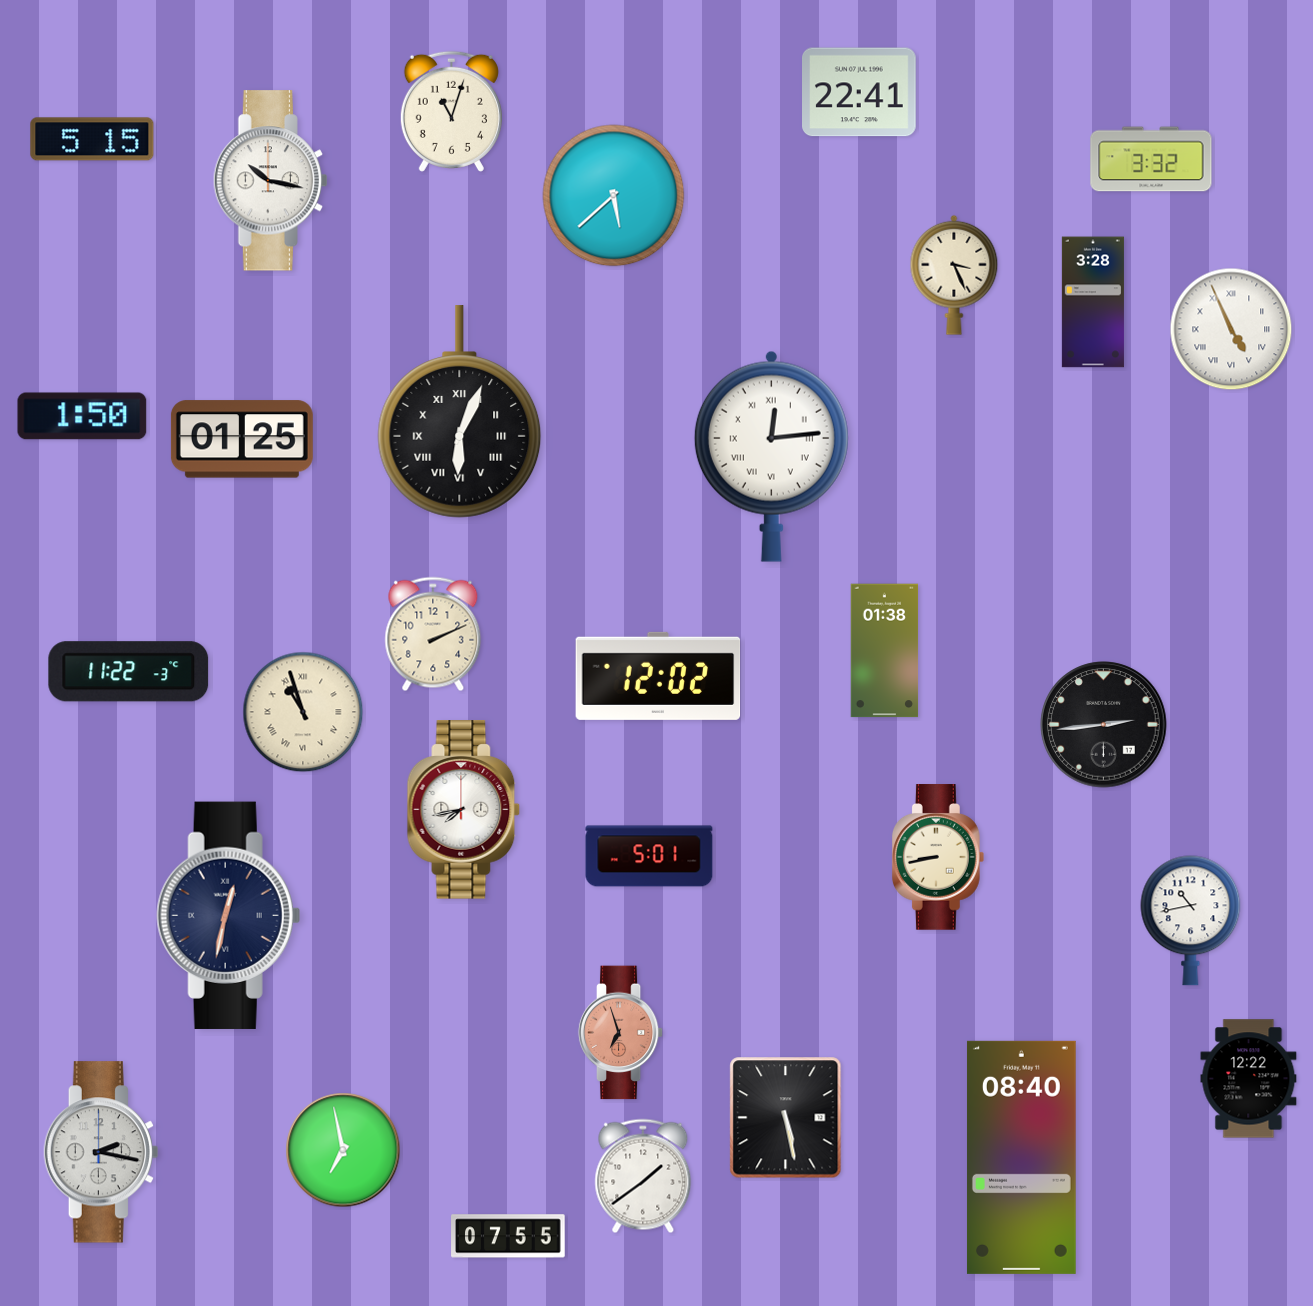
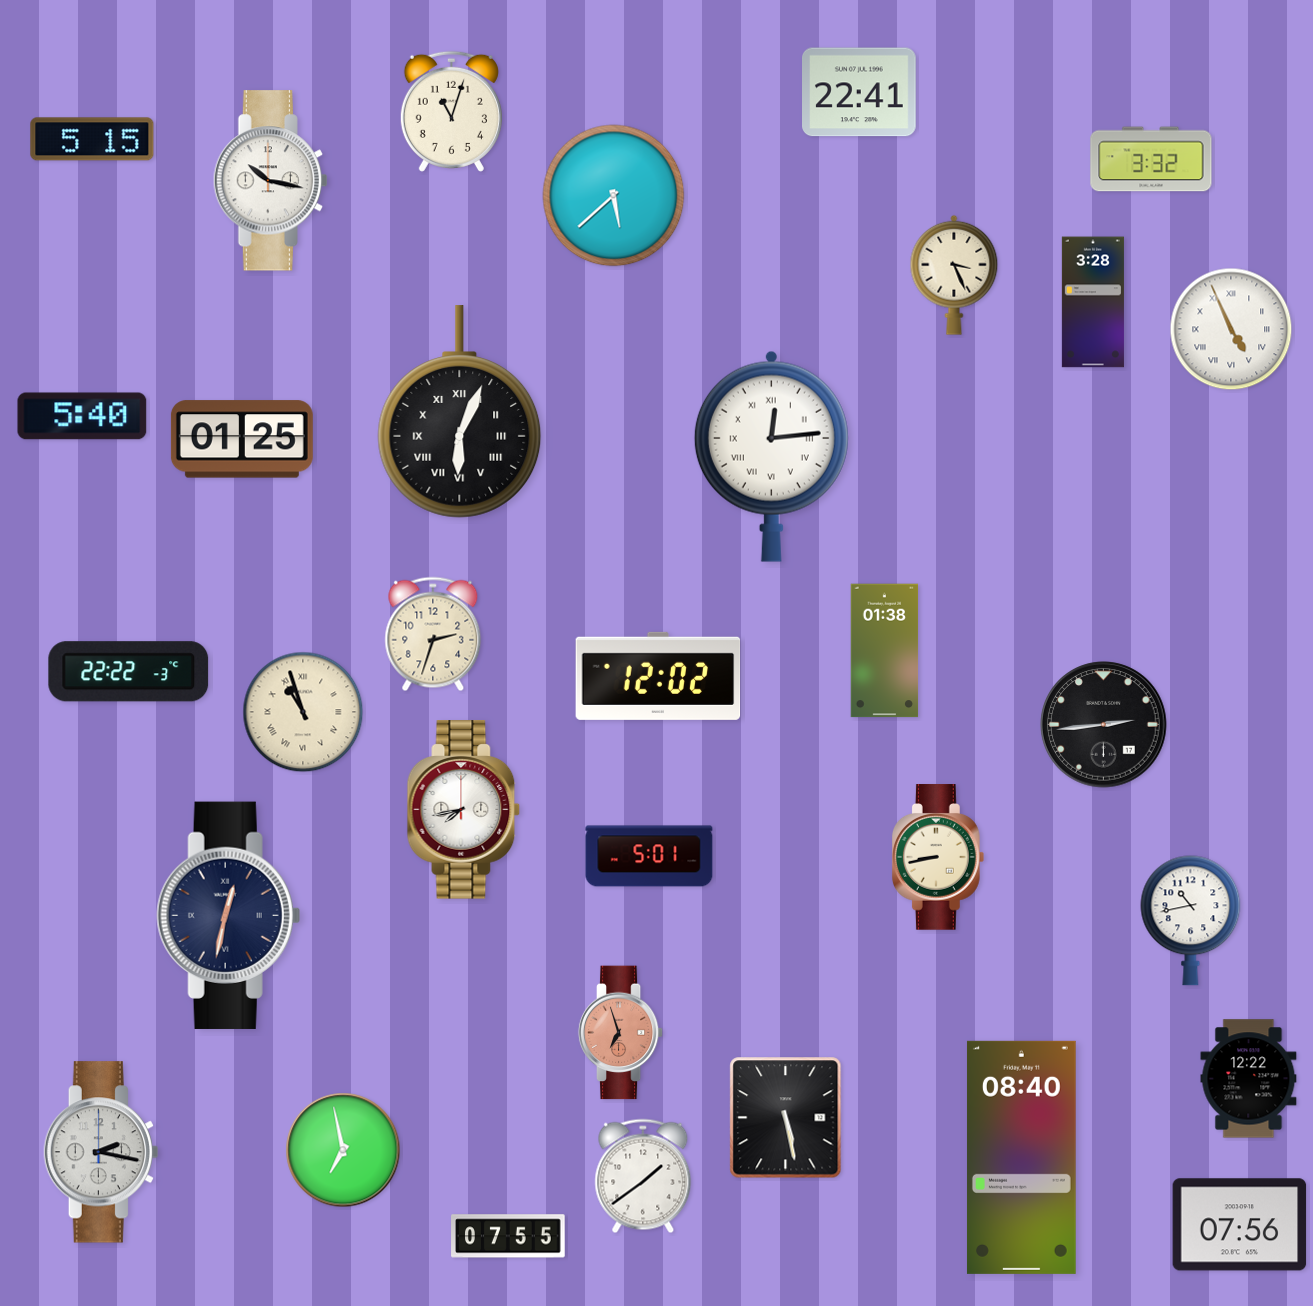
clock at (82, 416): 1:50 -> 5:40
clock at (433, 634): 2:11 -> 2:33
clock at (129, 672): 11:22 -> 22:22
clock at (1240, 1225): none -> 07:56
